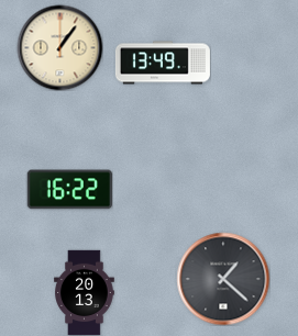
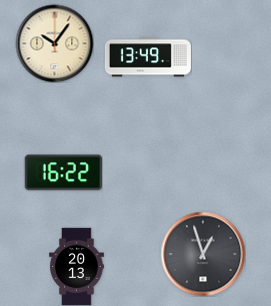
clock at (59, 47): 1:06 -> 10:06
clock at (223, 279): 1:22 -> 12:57
